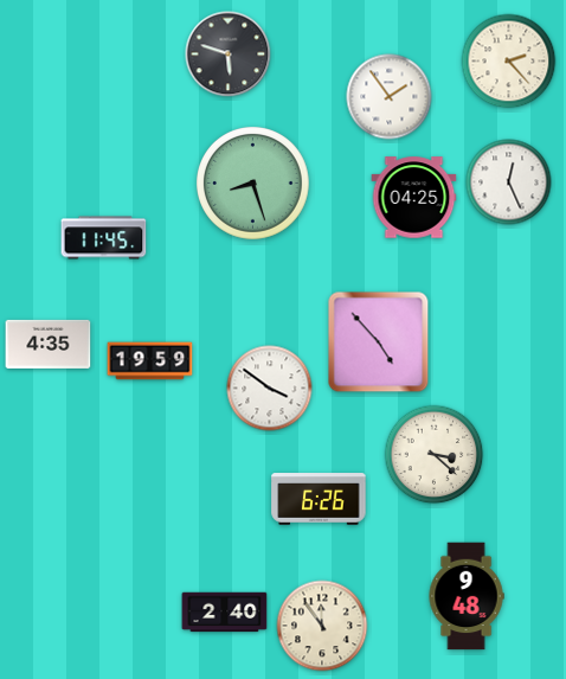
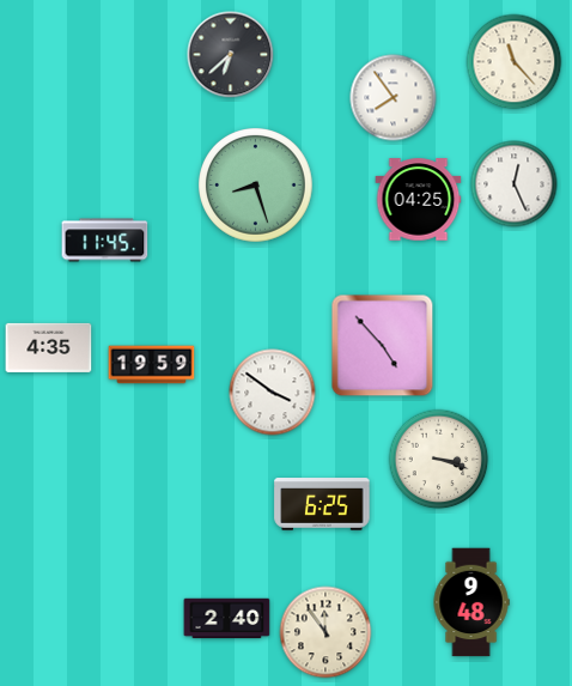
clock at (229, 55): 5:48 -> 6:38
clock at (509, 62): 2:23 -> 11:23
clock at (390, 97): 1:54 -> 7:54
clock at (435, 455): 3:22 -> 3:18
clock at (319, 499): 6:26 -> 6:25
